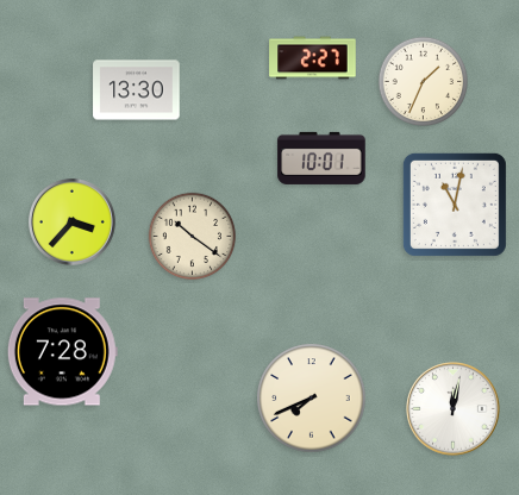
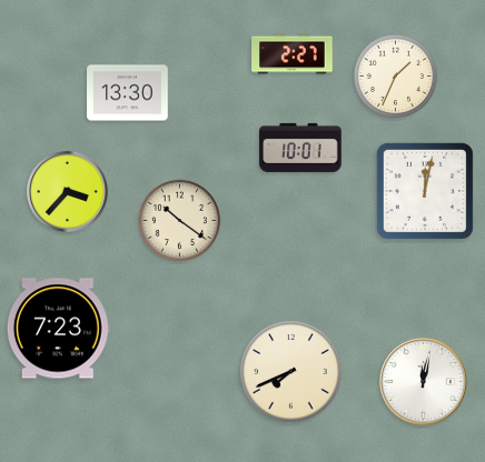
clock at (137, 90) position: (137, 90) -> (128, 93)
clock at (455, 205): 11:02 -> 12:02
clock at (71, 221) position: (71, 221) -> (67, 191)
clock at (62, 352): 7:28 -> 7:23
